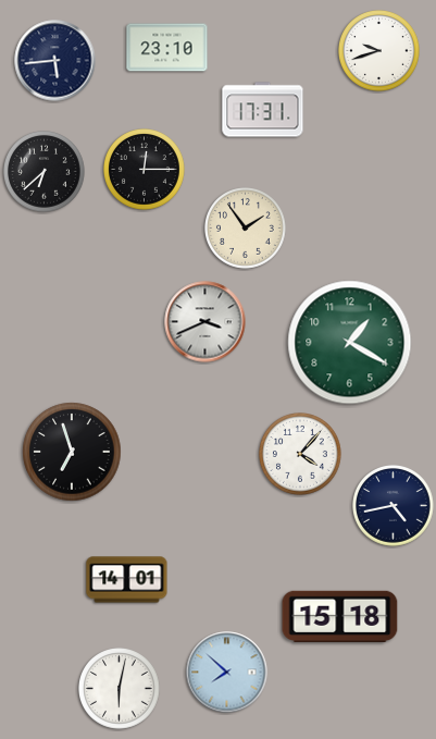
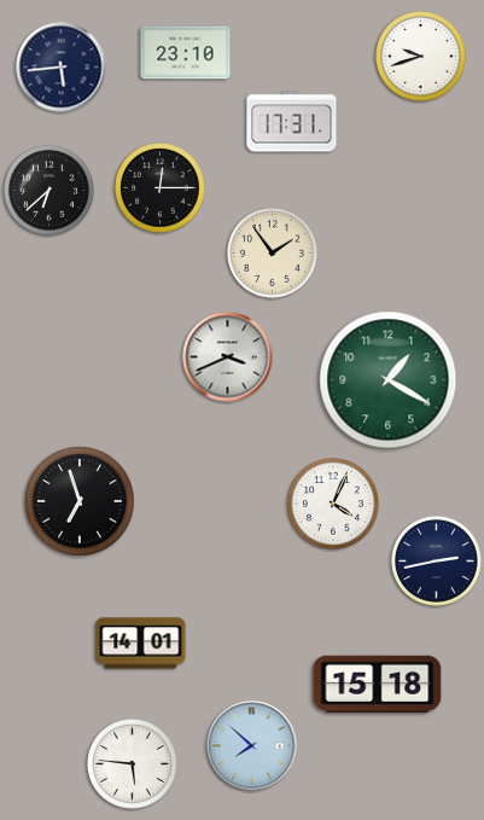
clock at (301, 455): 4:07 -> 4:04
clock at (394, 506): 4:43 -> 2:43
clock at (120, 689): 6:02 -> 5:46
